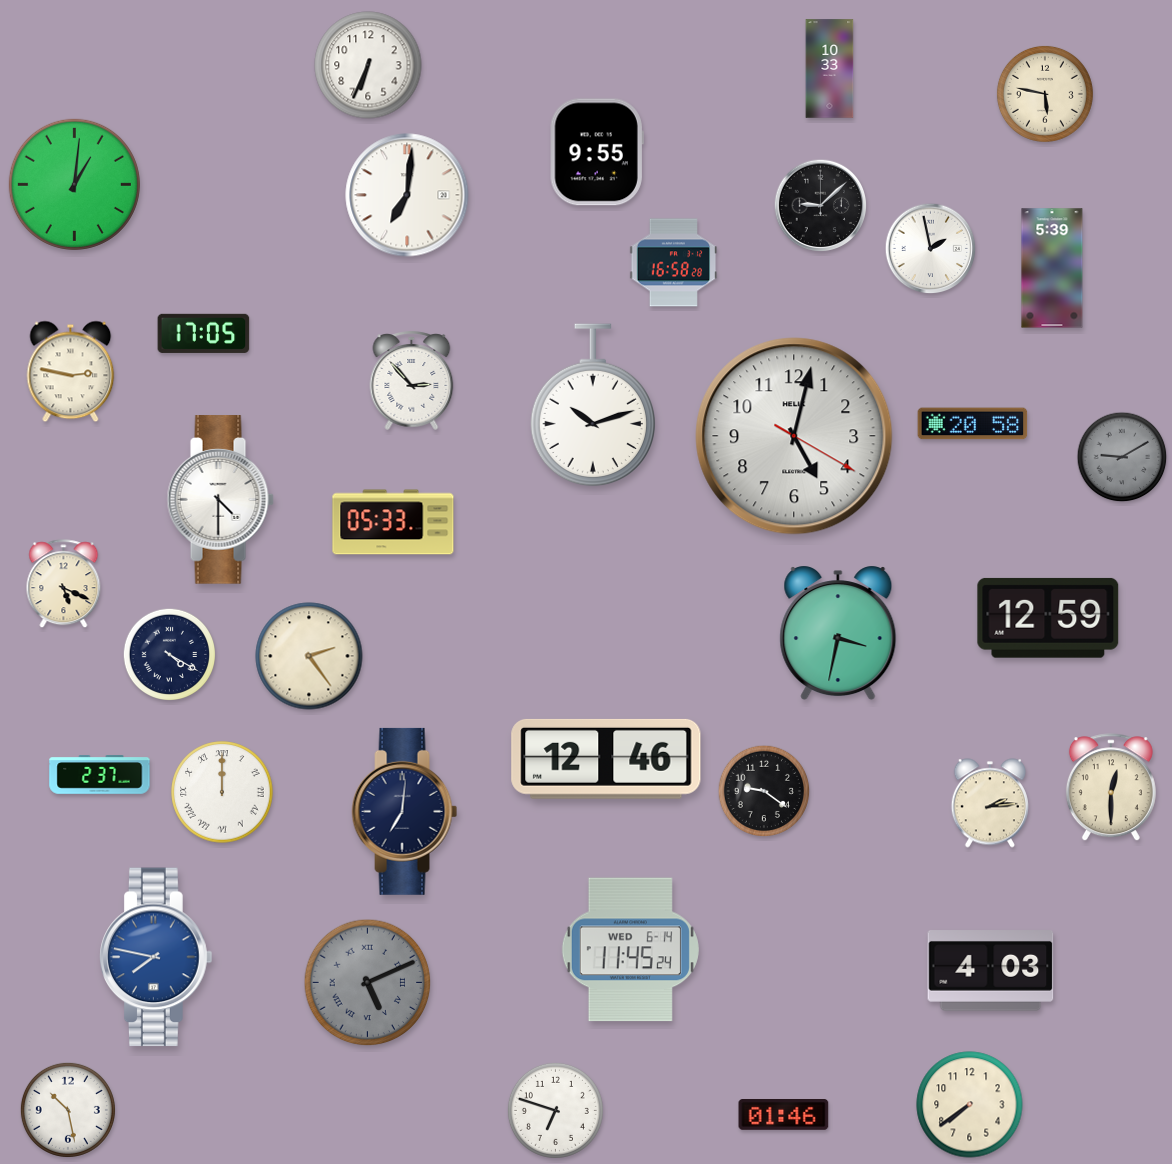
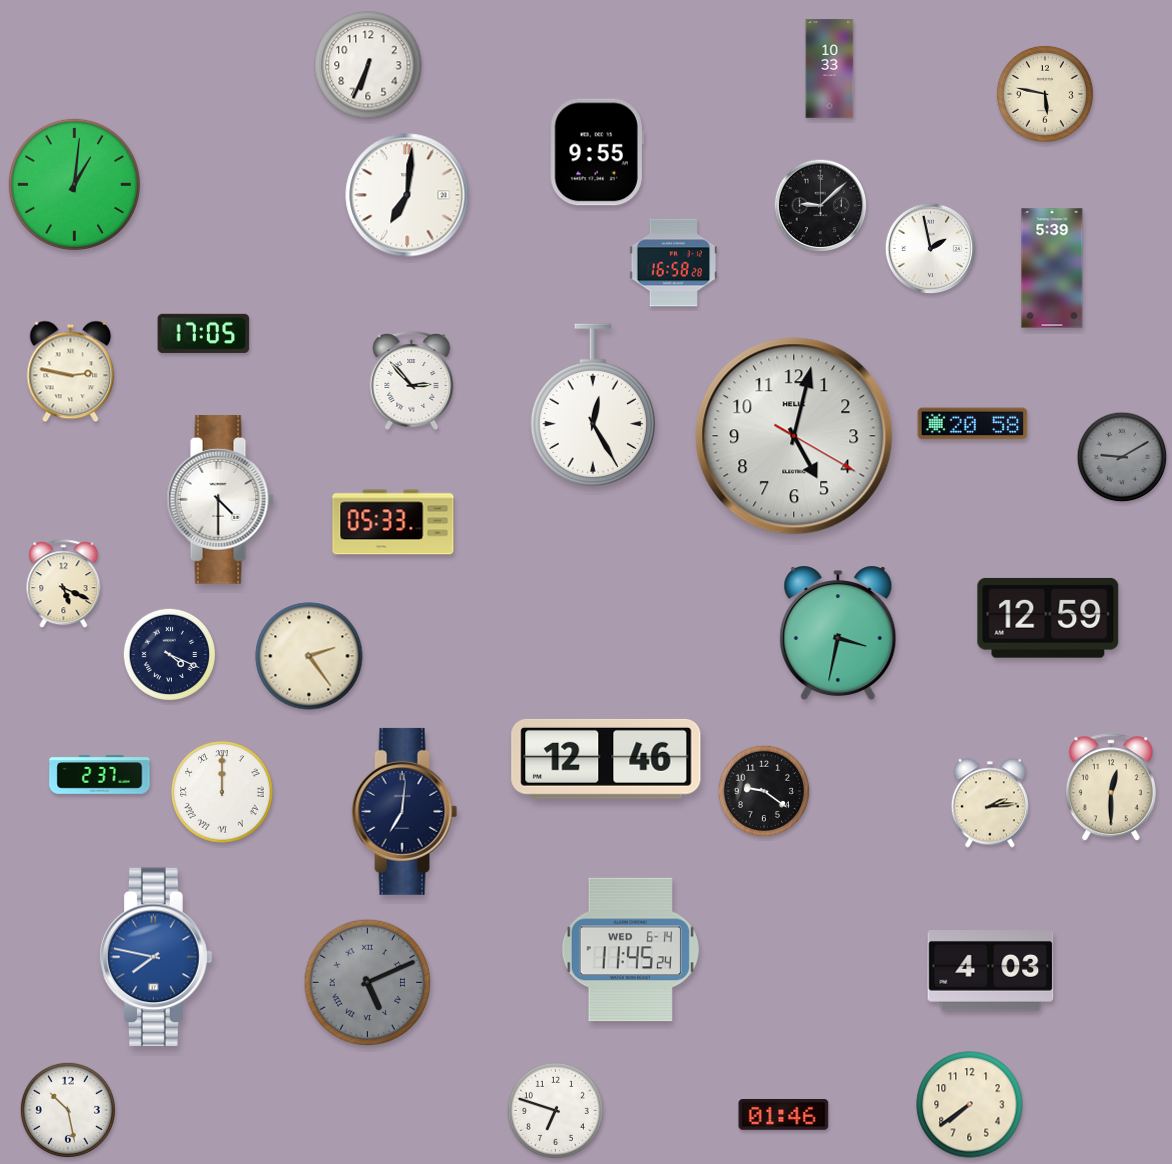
clock at (592, 405): 10:12 -> 12:25
clock at (169, 654): 4:20 -> 4:19
